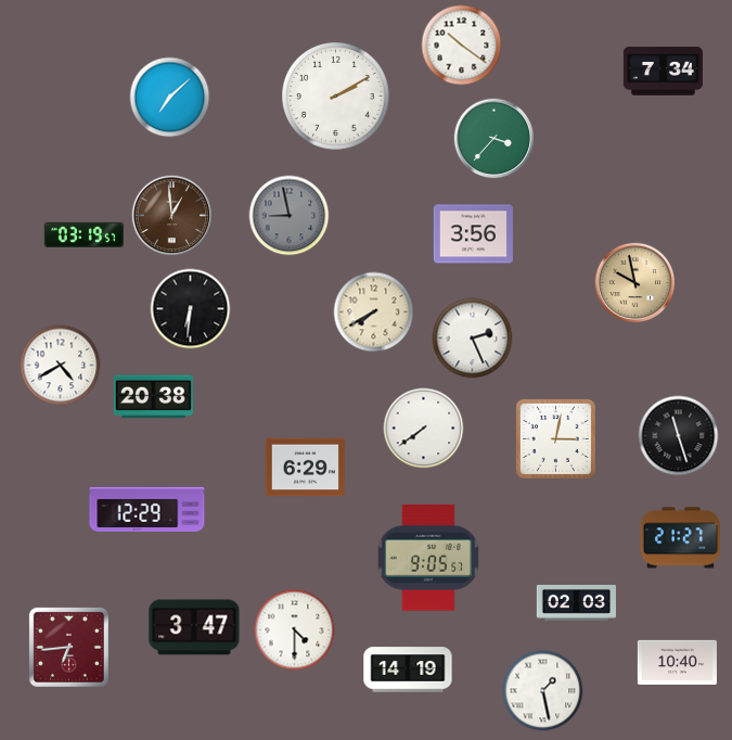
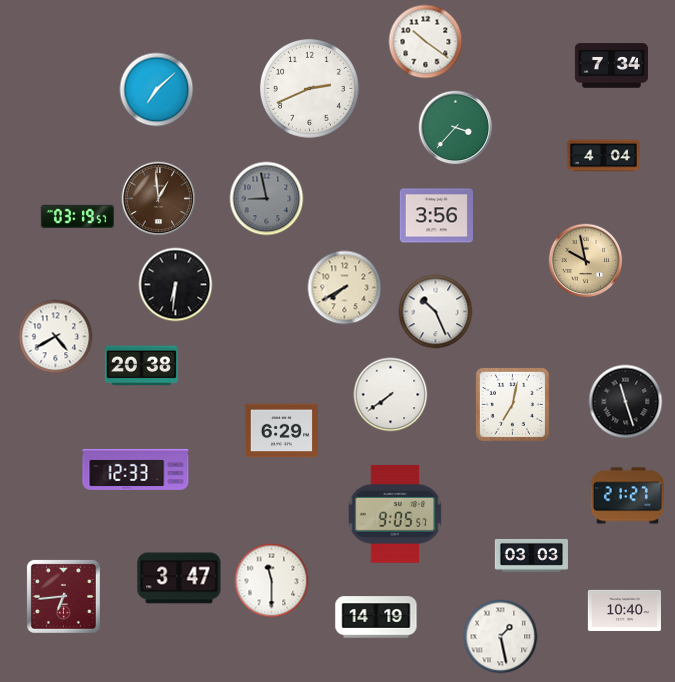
clock at (335, 95): 2:10 -> 2:41
clock at (603, 156): none -> 4:04
clock at (473, 339): 2:26 -> 10:26
clock at (555, 438): 3:02 -> 7:02
clock at (147, 509): 12:29 -> 12:33
clock at (576, 602): 02:03 -> 03:03
clock at (295, 630): 4:30 -> 11:30
